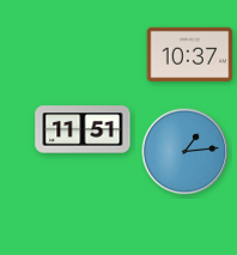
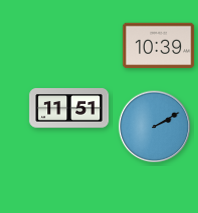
clock at (190, 55): 10:37 -> 10:39
clock at (186, 152): 1:14 -> 2:10
